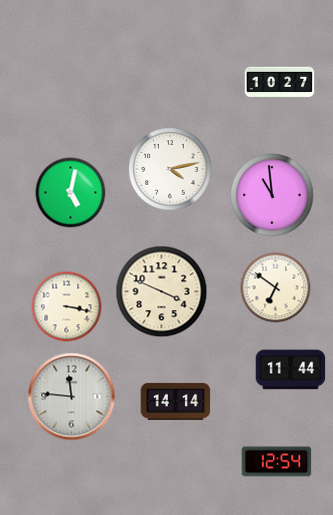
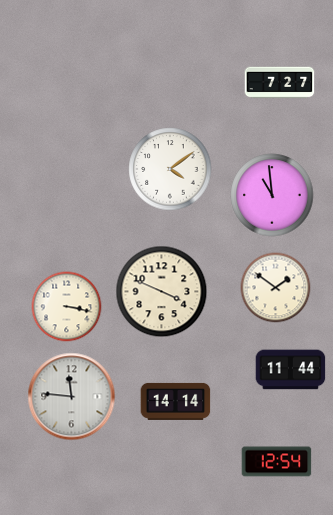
clock at (280, 83): 10:27 -> 7:27
clock at (170, 169): 4:13 -> 4:09
clock at (71, 193): 5:02 -> none
clock at (276, 288): 6:51 -> 1:51
